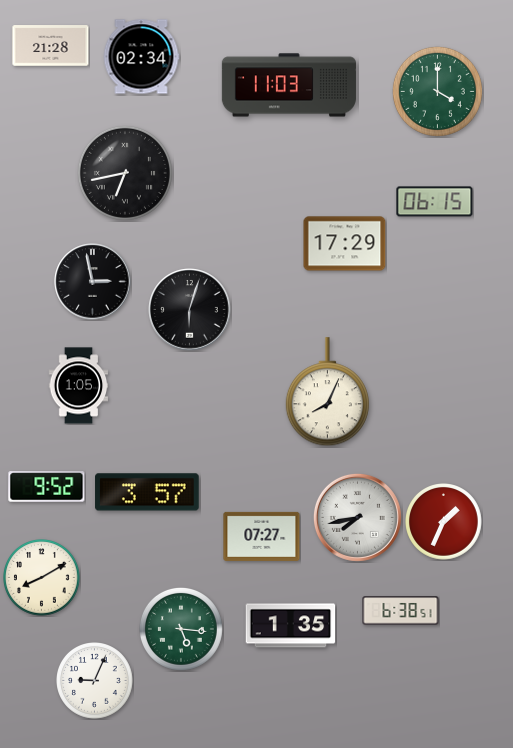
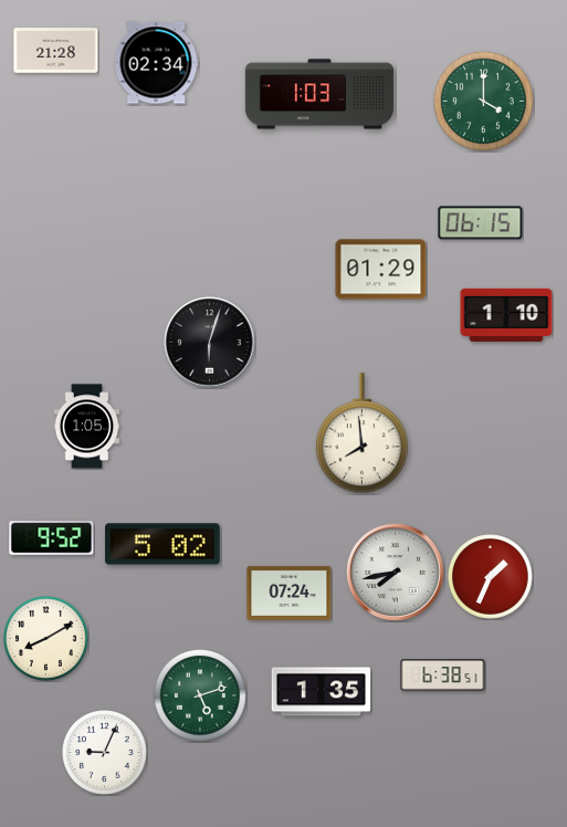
clock at (289, 85): 11:03 -> 1:03
clock at (125, 173): 6:43 -> none
clock at (345, 244): 17:29 -> 01:29
clock at (93, 282): 2:58 -> none
clock at (506, 315): none -> 1:10
clock at (327, 392): 8:04 -> 7:59
clock at (147, 492): 3:57 -> 5:02
clock at (262, 536): 07:27 -> 07:24
clock at (181, 629): 5:16 -> 5:12
